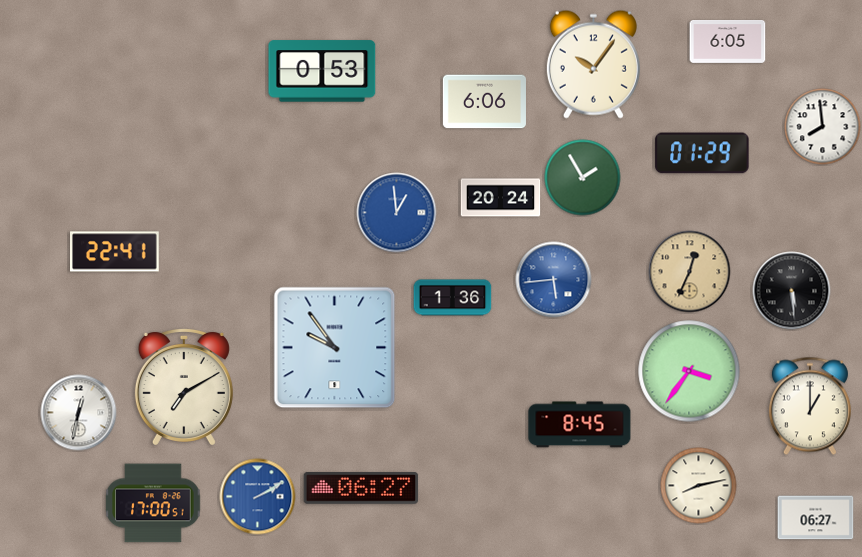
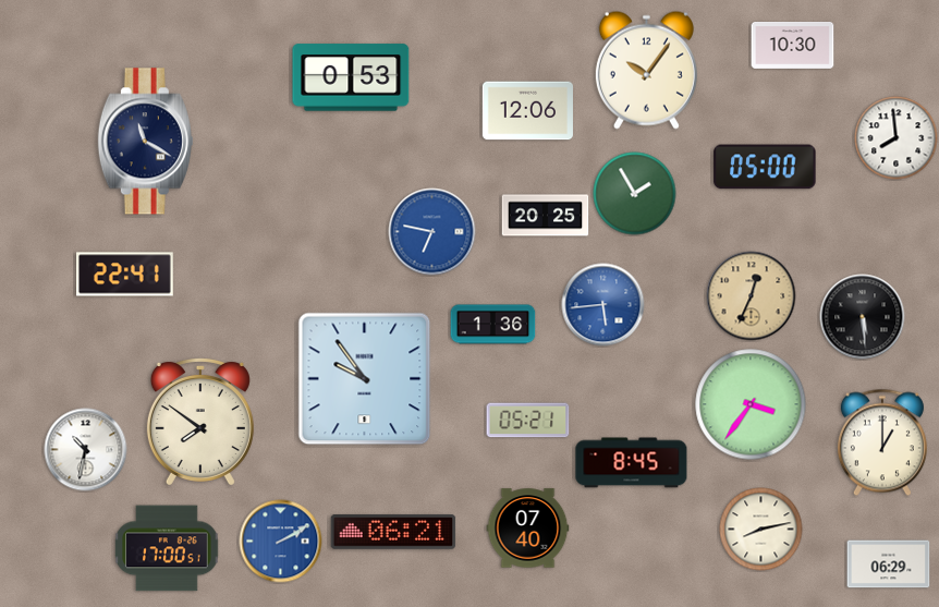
clock at (728, 41): 6:05 -> 10:30
clock at (484, 102): 6:06 -> 12:06
clock at (145, 142): none -> 11:20
clock at (702, 153): 01:29 -> 05:00
clock at (501, 198): 20:24 -> 20:25
clock at (397, 213): 12:59 -> 6:47
clock at (184, 386): 7:10 -> 7:51
clock at (528, 421): none -> 05:21
clock at (79, 413): 12:32 -> 10:32
clock at (528, 529): none -> 07:40
clock at (361, 489): 06:27 -> 06:21
clock at (816, 518): 06:27 -> 06:29
